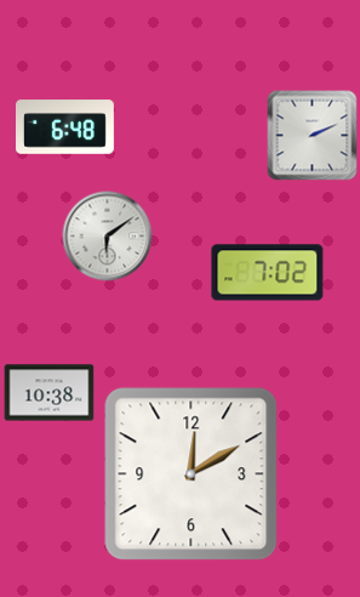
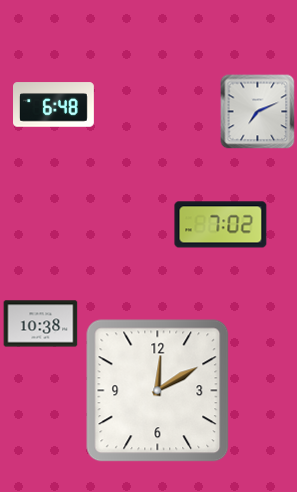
clock at (313, 136): 2:11 -> 7:11
clock at (108, 237): 6:09 -> none
